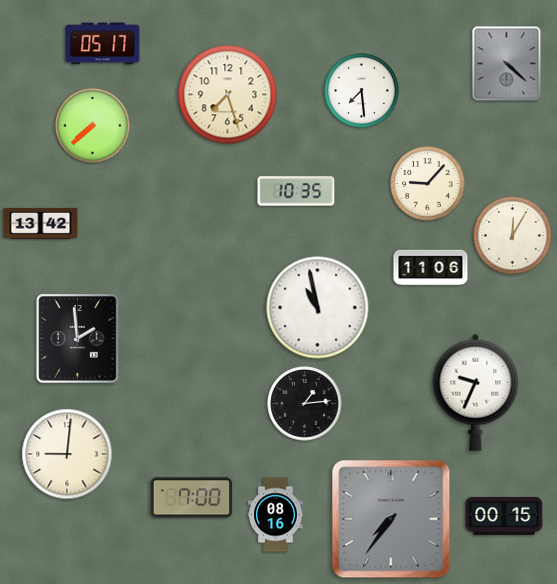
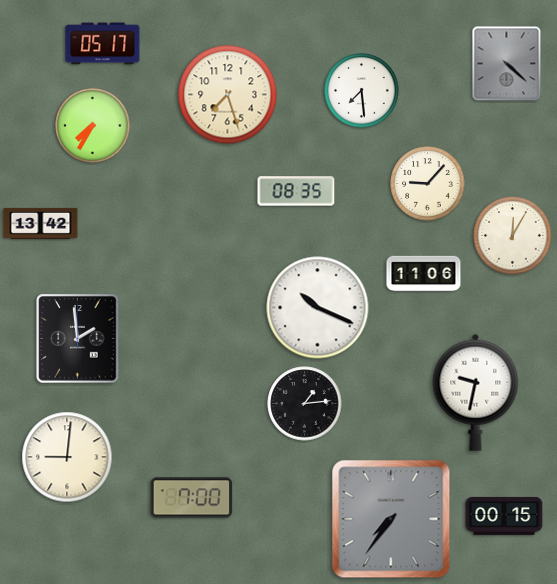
clock at (93, 126): 7:38 -> 7:35
clock at (296, 191): 10:35 -> 08:35
clock at (431, 268) position: (431, 268) -> (424, 274)
clock at (318, 308): 10:58 -> 10:19
clock at (476, 392): 9:34 -> 9:32
clock at (67, 454) position: (67, 454) -> (67, 457)
clock at (276, 515): 08:16 -> none
